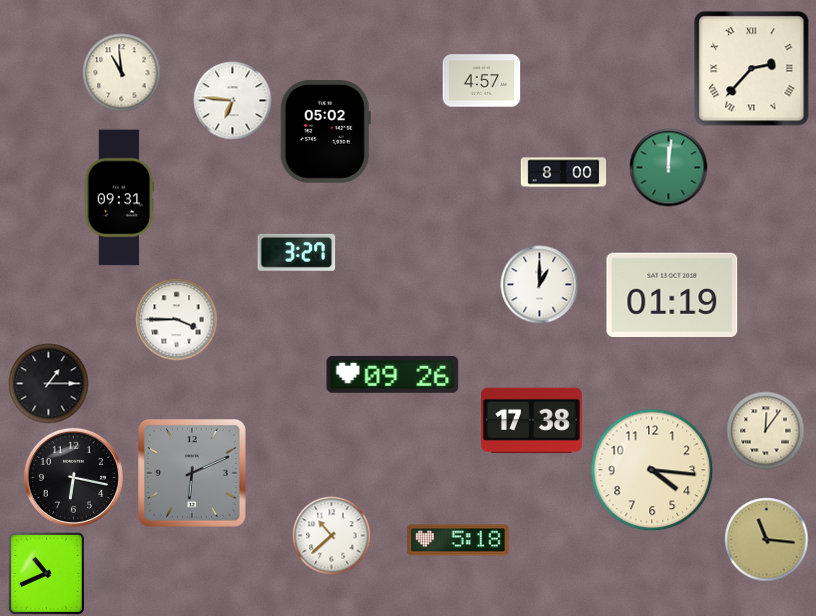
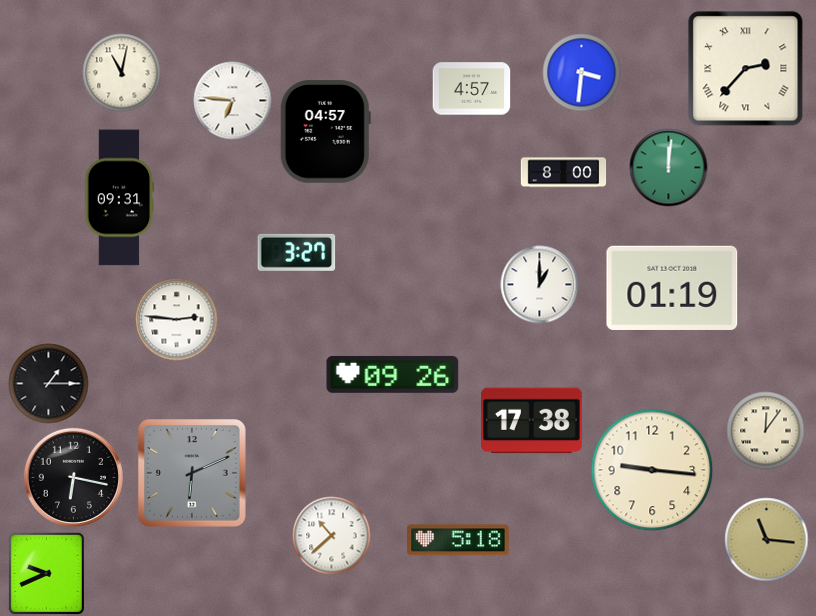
clock at (752, 69) position: (752, 69) -> (746, 69)
clock at (121, 72): 10:59 -> 11:02
clock at (581, 72): none -> 3:31
clock at (481, 81) position: (481, 81) -> (471, 89)
clock at (325, 132): 05:02 -> 04:57
clock at (672, 295) position: (672, 295) -> (672, 288)
clock at (176, 319): 3:45 -> 2:46
clock at (652, 470): 4:16 -> 9:16
clock at (46, 573): 10:41 -> 9:41
